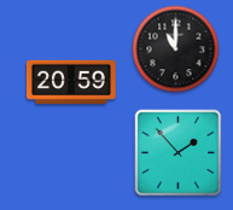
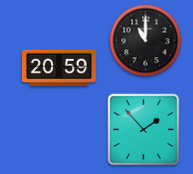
clock at (179, 153) position: (179, 153) -> (144, 130)
